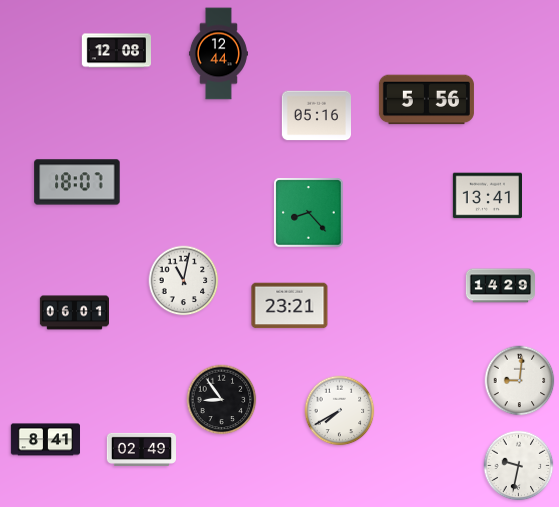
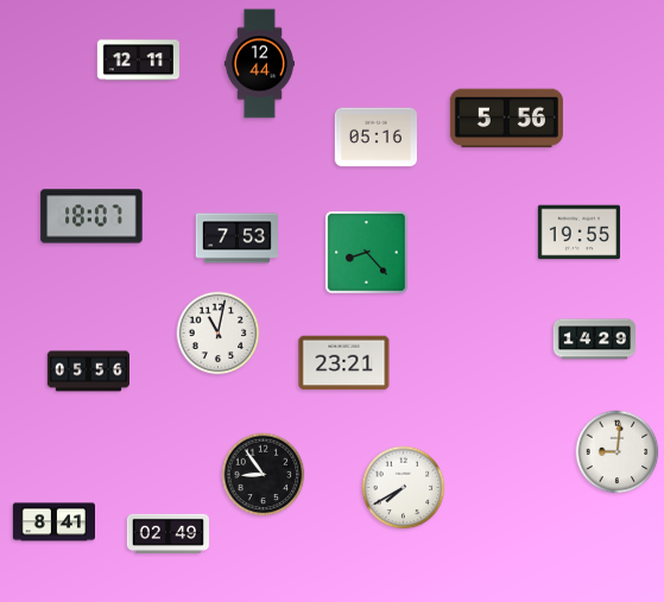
clock at (116, 51): 12:08 -> 12:11
clock at (487, 196): 13:41 -> 19:55
clock at (236, 239): none -> 7:53
clock at (74, 313): 06:01 -> 05:56
clock at (519, 466): 9:32 -> none
